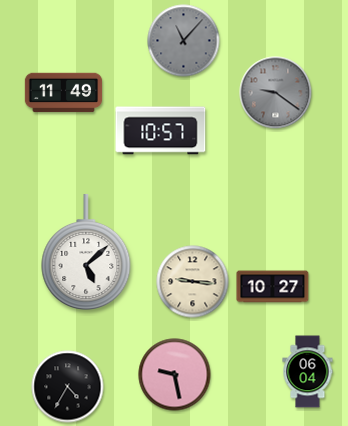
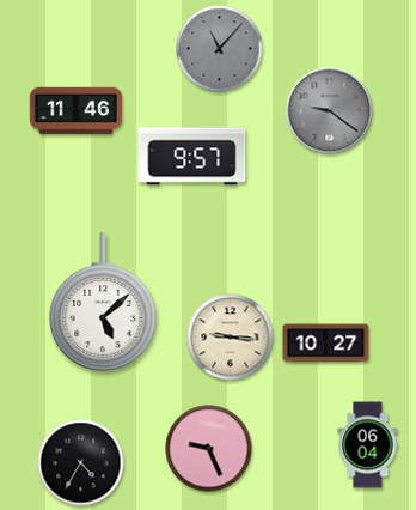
clock at (64, 93): 11:49 -> 11:46
clock at (161, 131): 10:57 -> 9:57
clock at (175, 375): 9:28 -> 9:26
